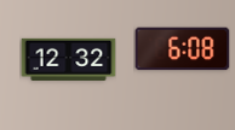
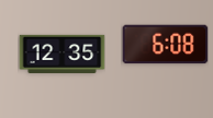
clock at (68, 59): 12:32 -> 12:35
